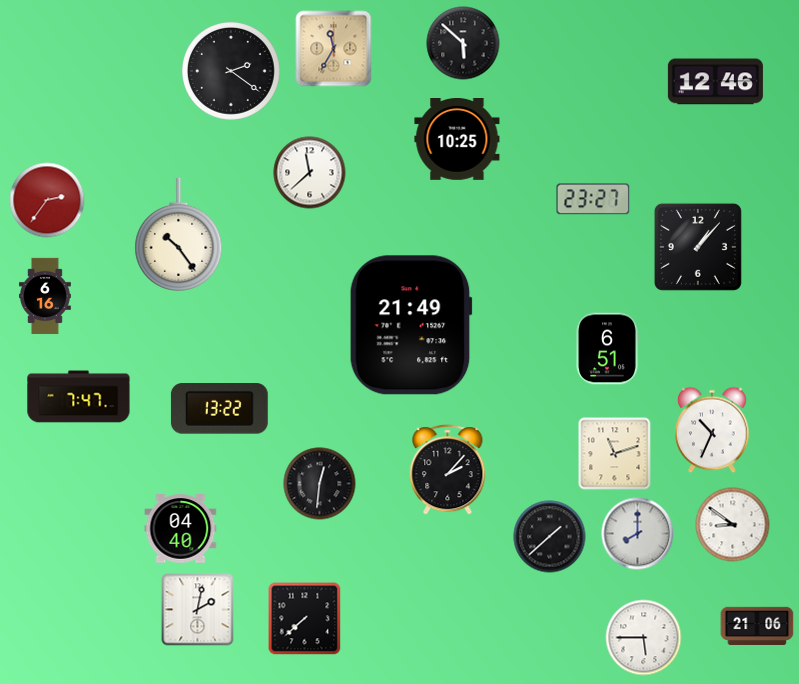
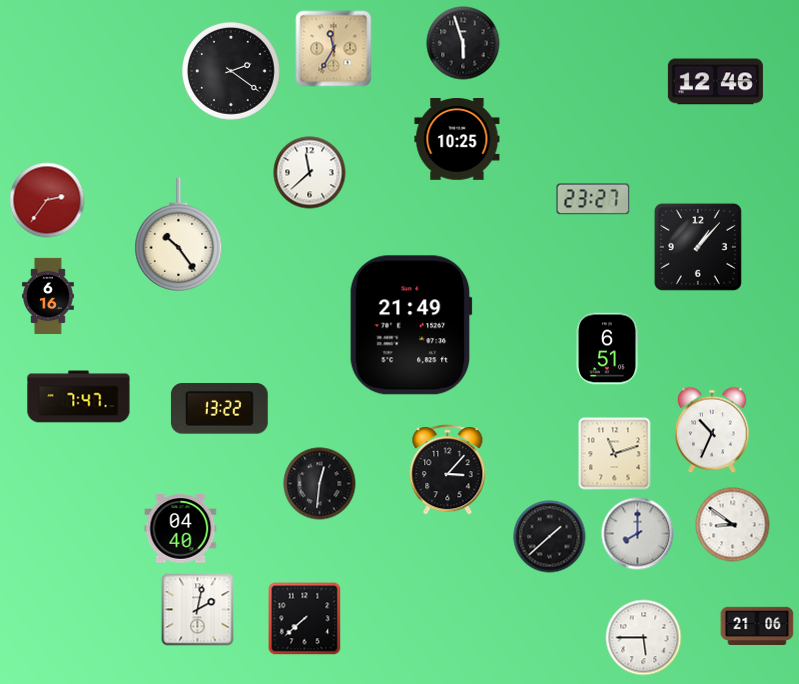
clock at (463, 43): 5:52 -> 5:57
clock at (46, 296) position: (46, 296) -> (49, 296)
clock at (448, 470): 2:07 -> 3:07
